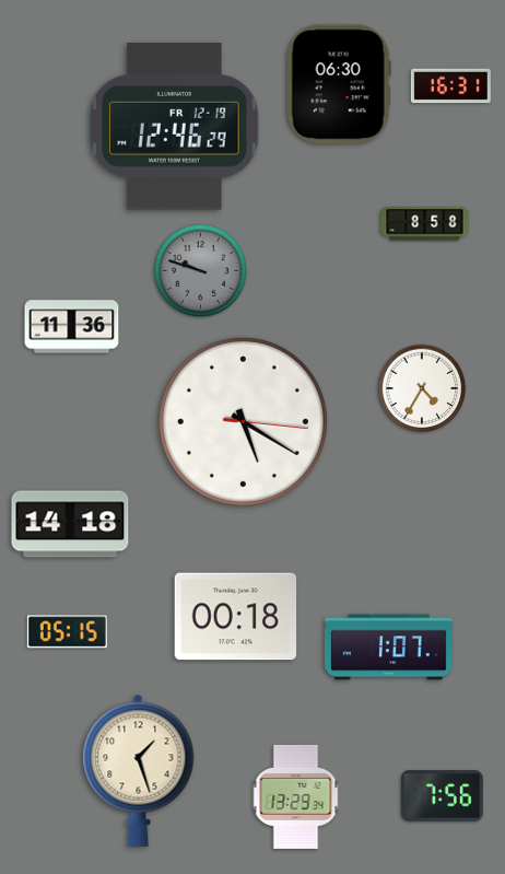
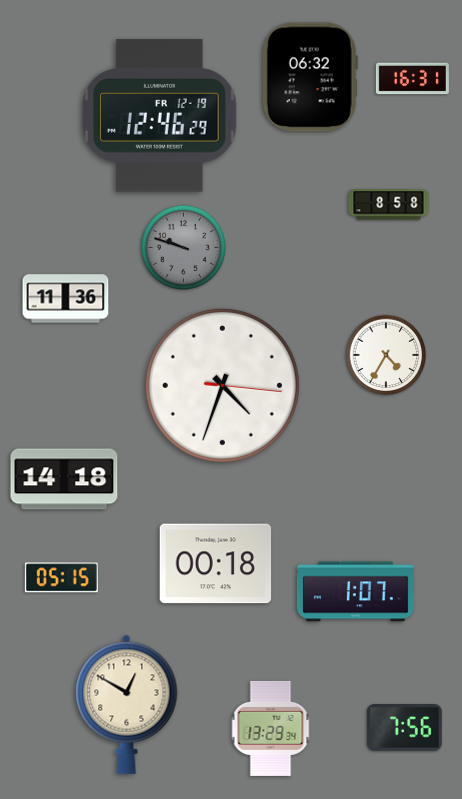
clock at (339, 84): 06:30 -> 06:32
clock at (243, 421): 5:20 -> 4:33
clock at (139, 770): 1:27 -> 12:50
